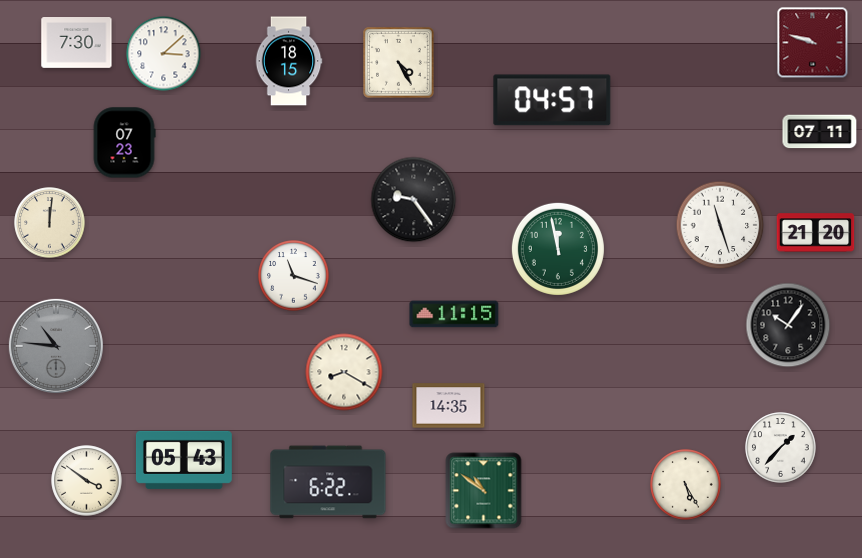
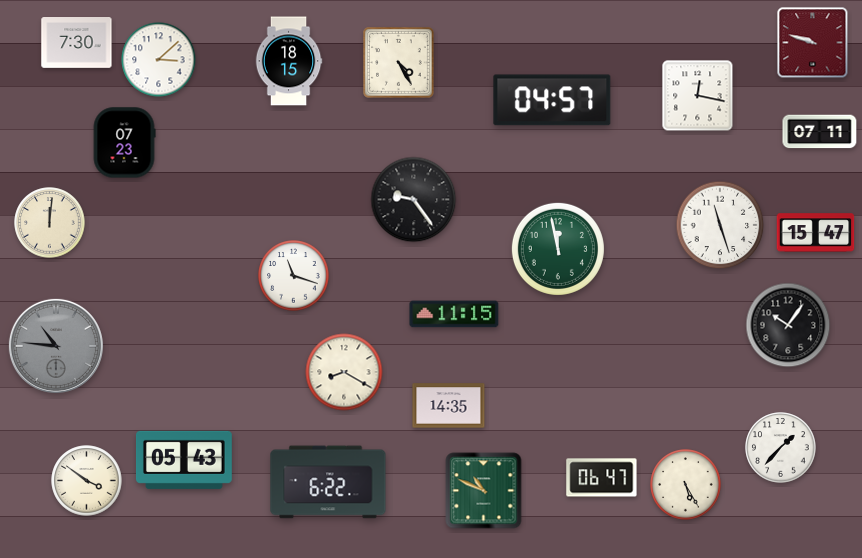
clock at (164, 54) position: (164, 54) -> (159, 60)
clock at (698, 96): none -> 12:17
clock at (816, 233): 21:20 -> 15:47
clock at (602, 478): none -> 06:47
clock at (484, 491): 10:51 -> 10:49
